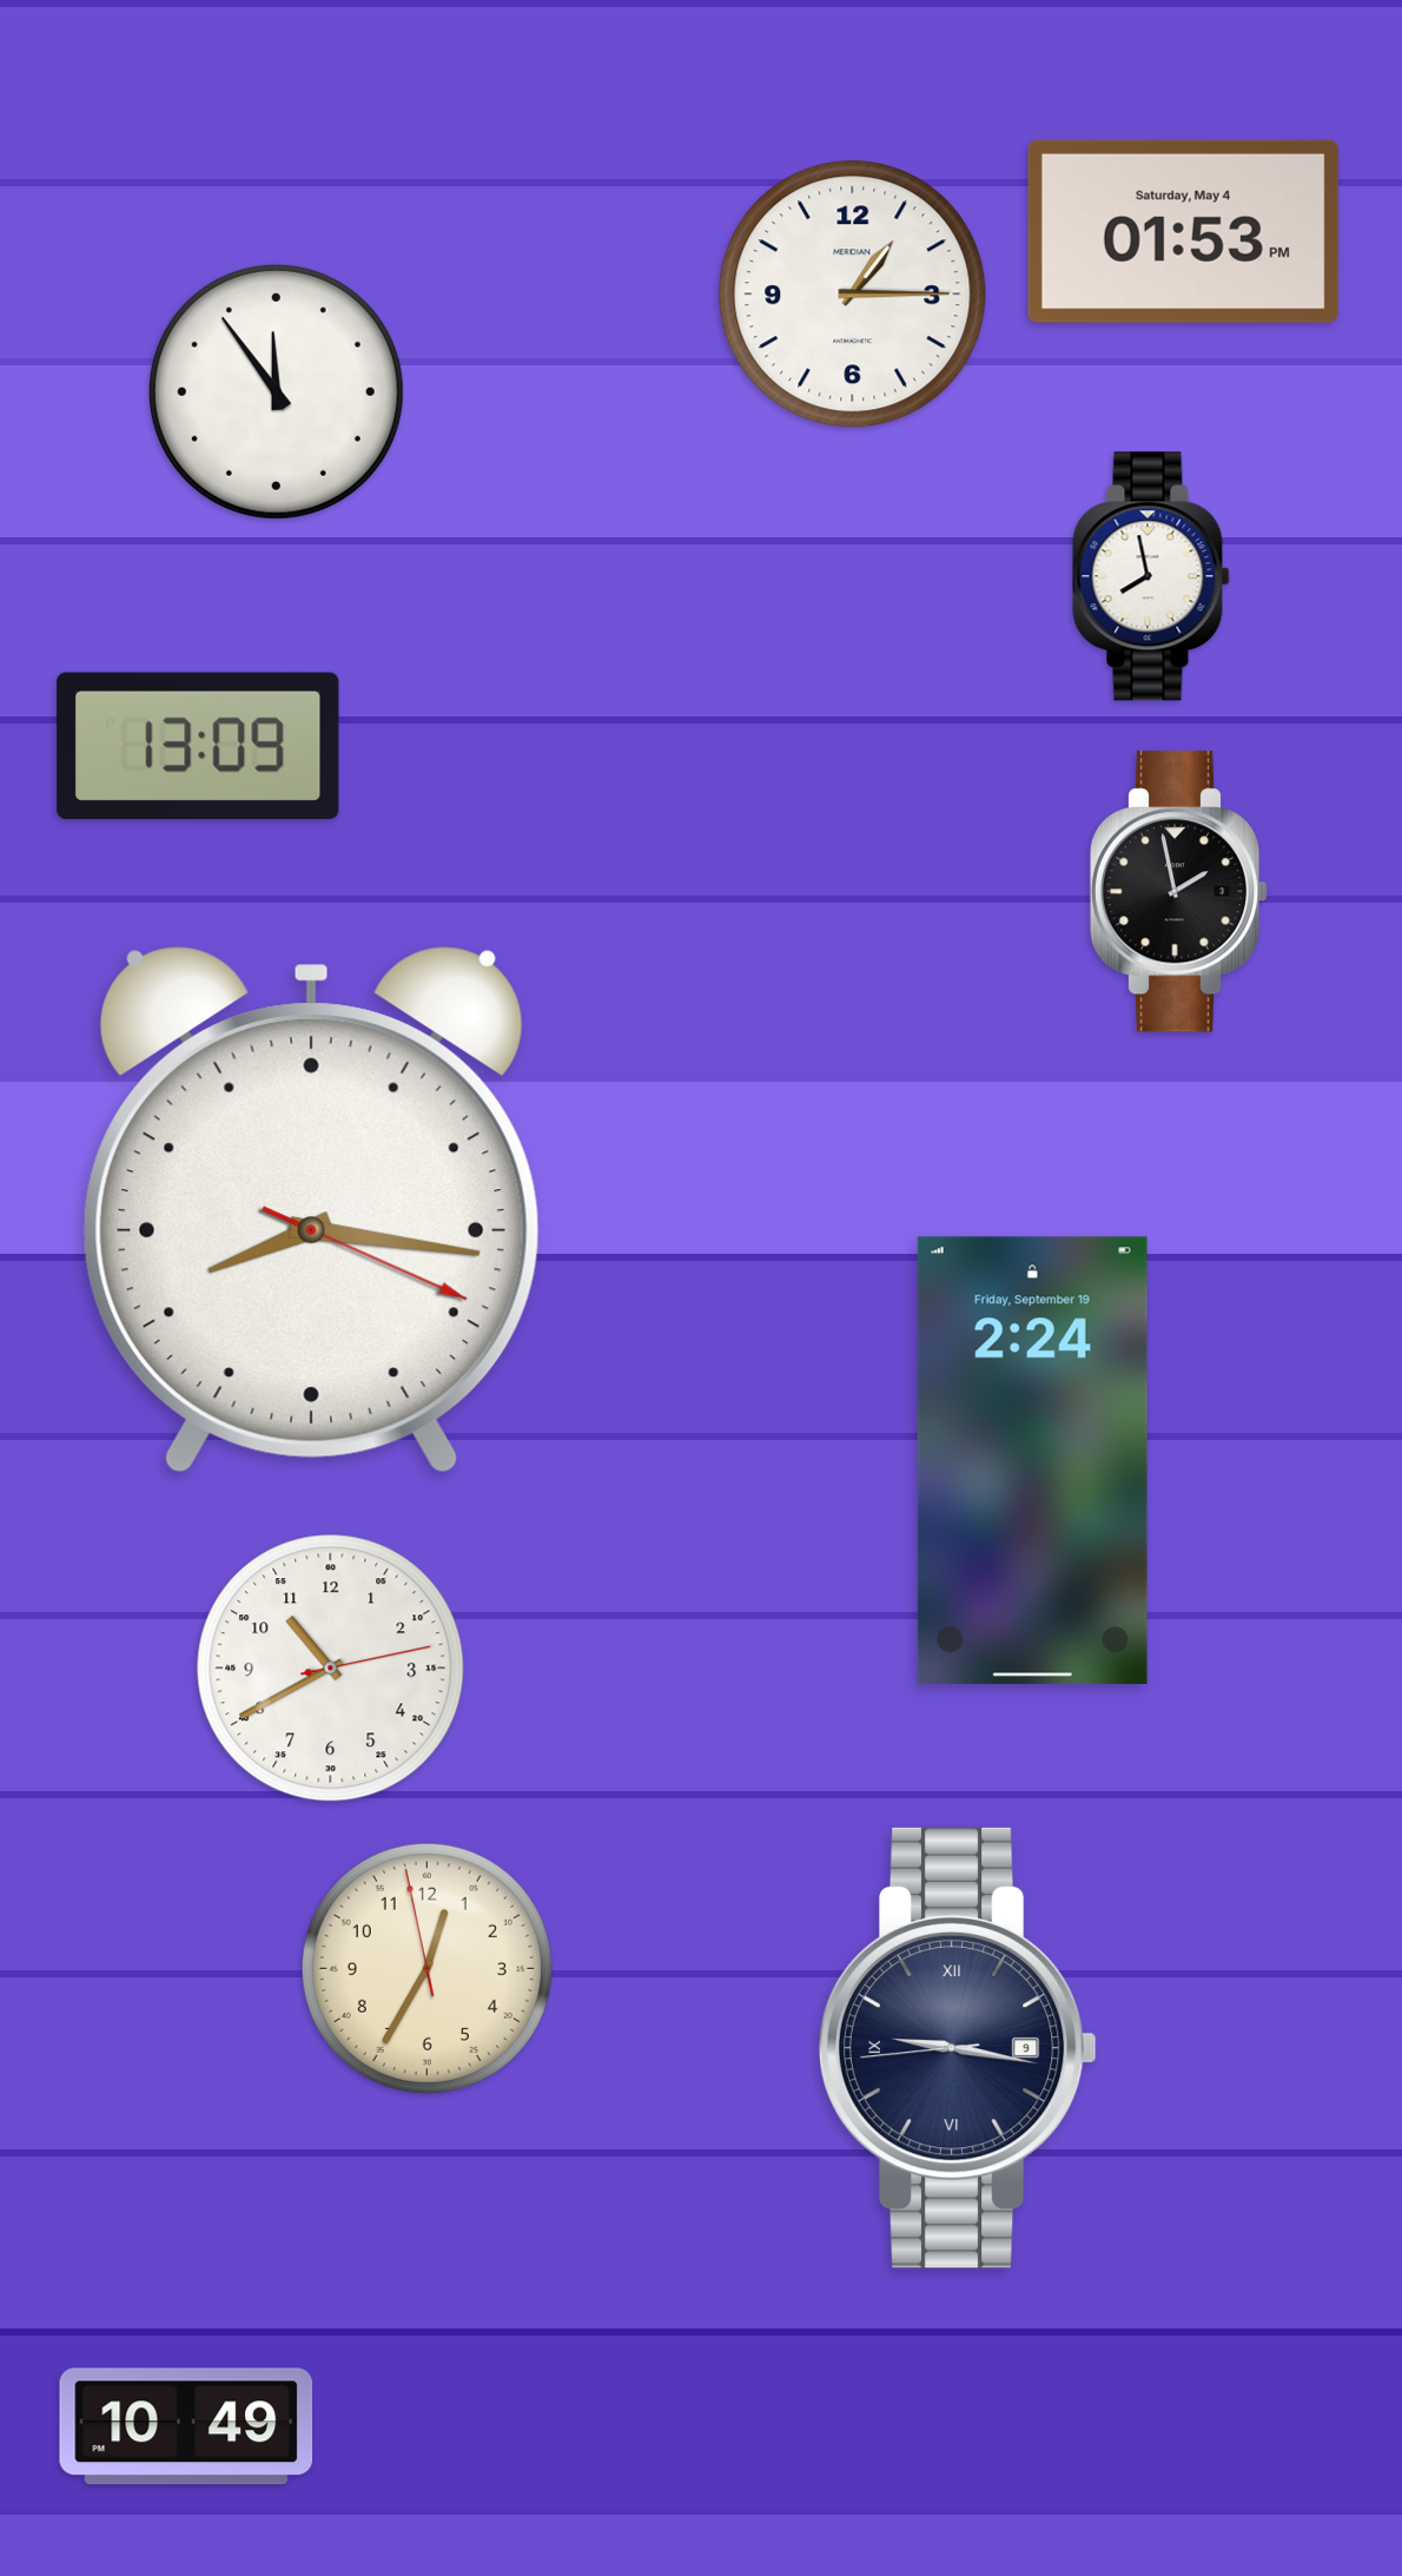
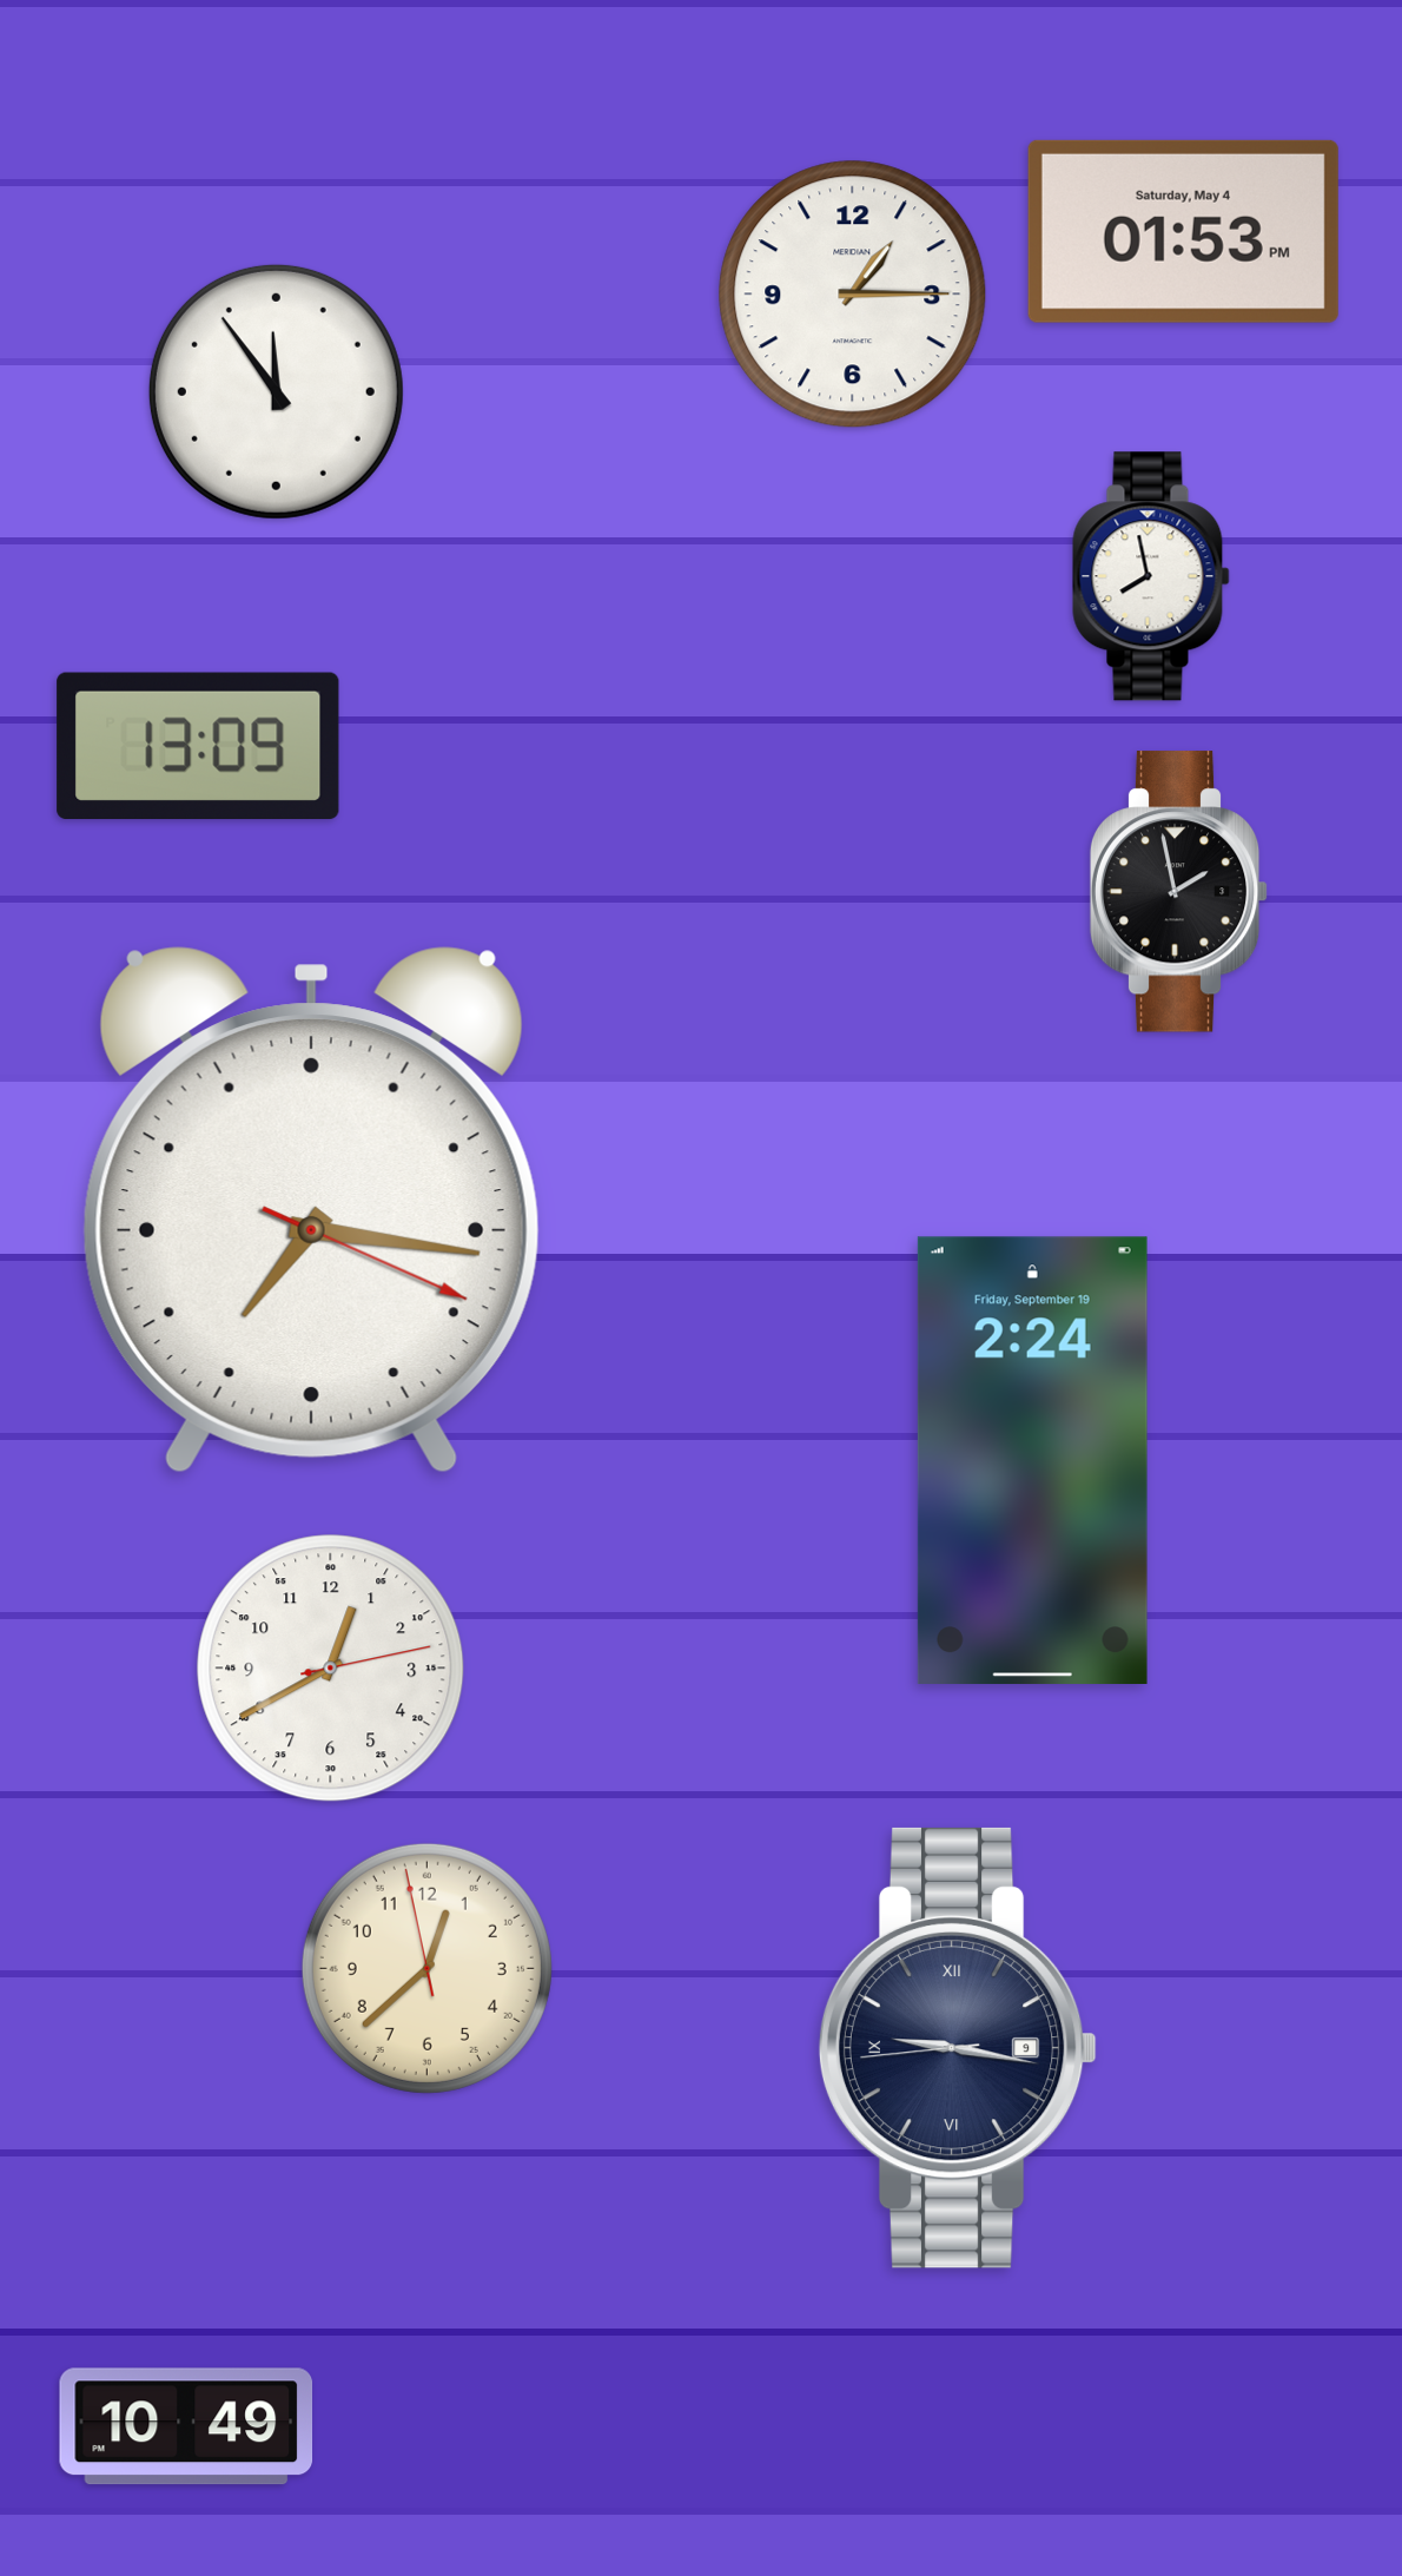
clock at (311, 1210): 8:16 -> 7:16
clock at (331, 1669): 10:40 -> 12:40
clock at (426, 1968): 12:34 -> 12:37
